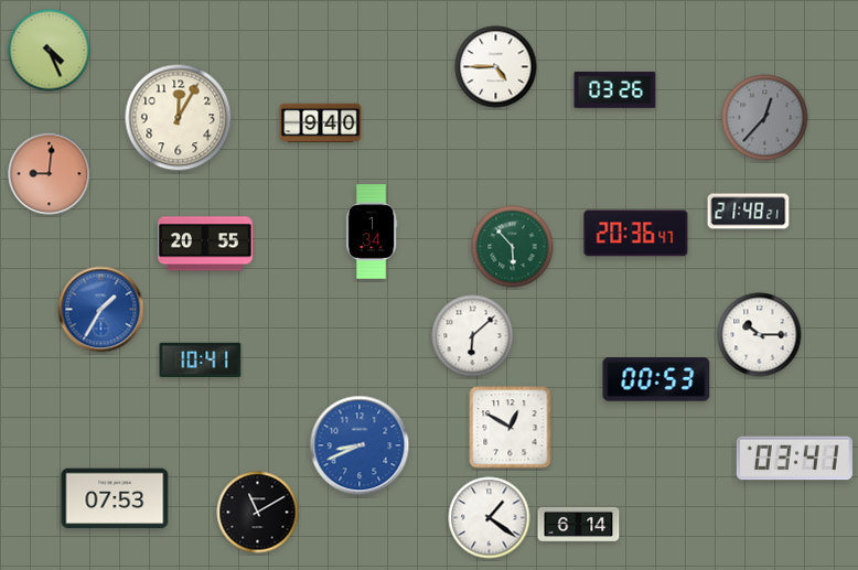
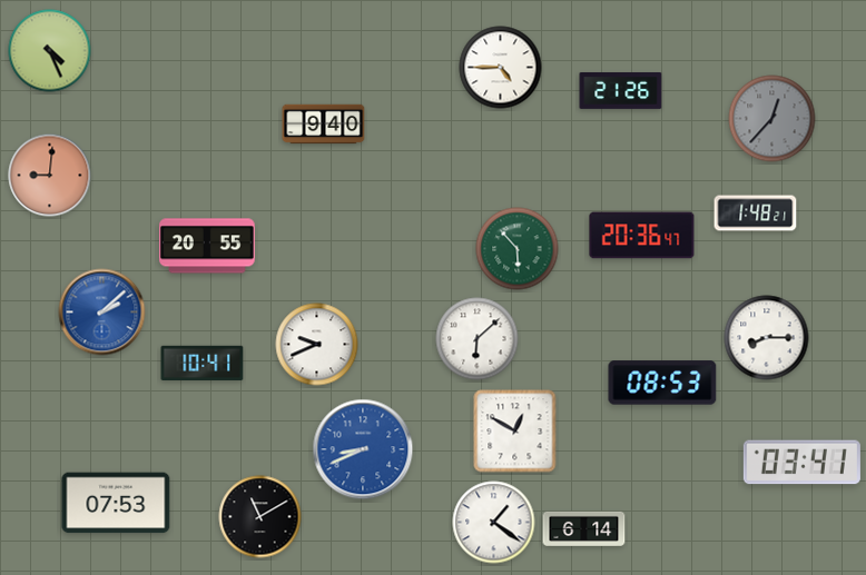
clock at (615, 89): 03:26 -> 21:26
clock at (179, 118): 12:05 -> none
clock at (749, 212): 21:48 -> 1:48
clock at (372, 232): 1:34 -> none
clock at (101, 310): 1:35 -> 2:08
clock at (760, 335): 10:15 -> 8:15
clock at (317, 345): none -> 9:41
clock at (656, 379): 00:53 -> 08:53
